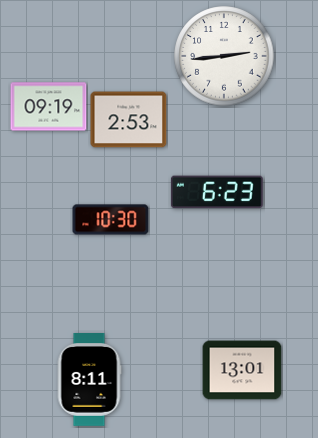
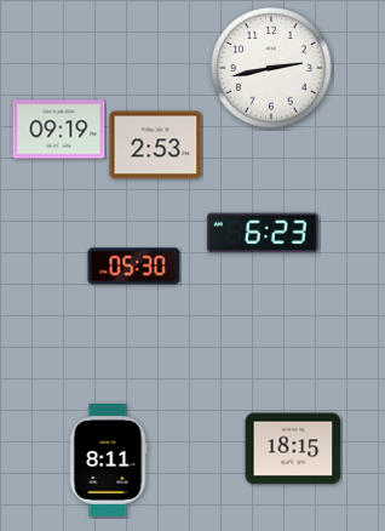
clock at (224, 56): 2:44 -> 2:43
clock at (111, 220): 10:30 -> 05:30
clock at (242, 370): 13:01 -> 18:15
